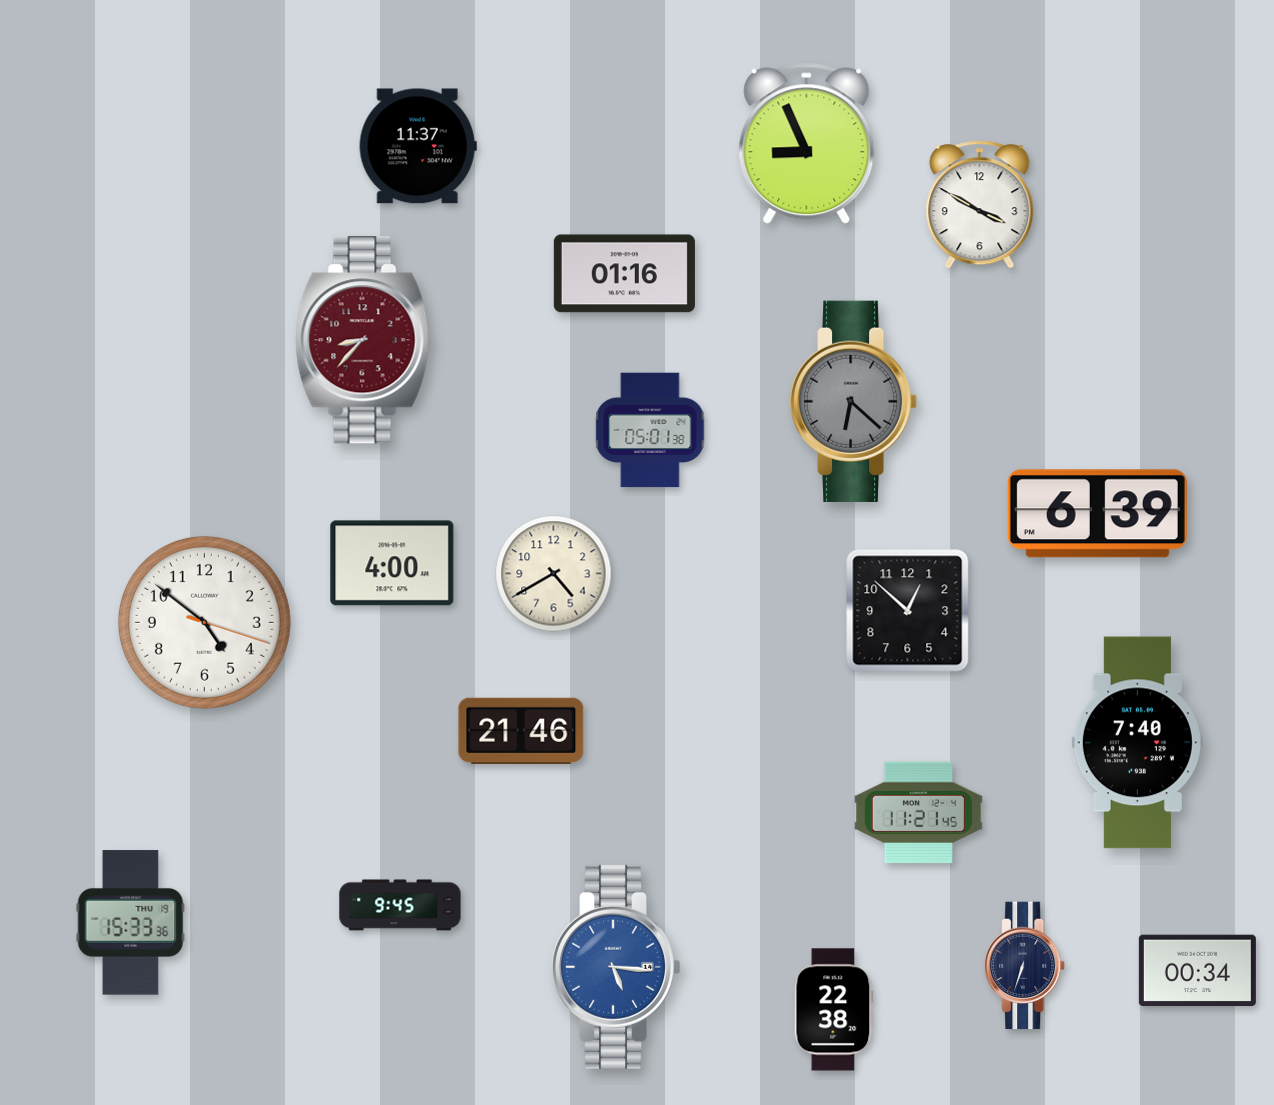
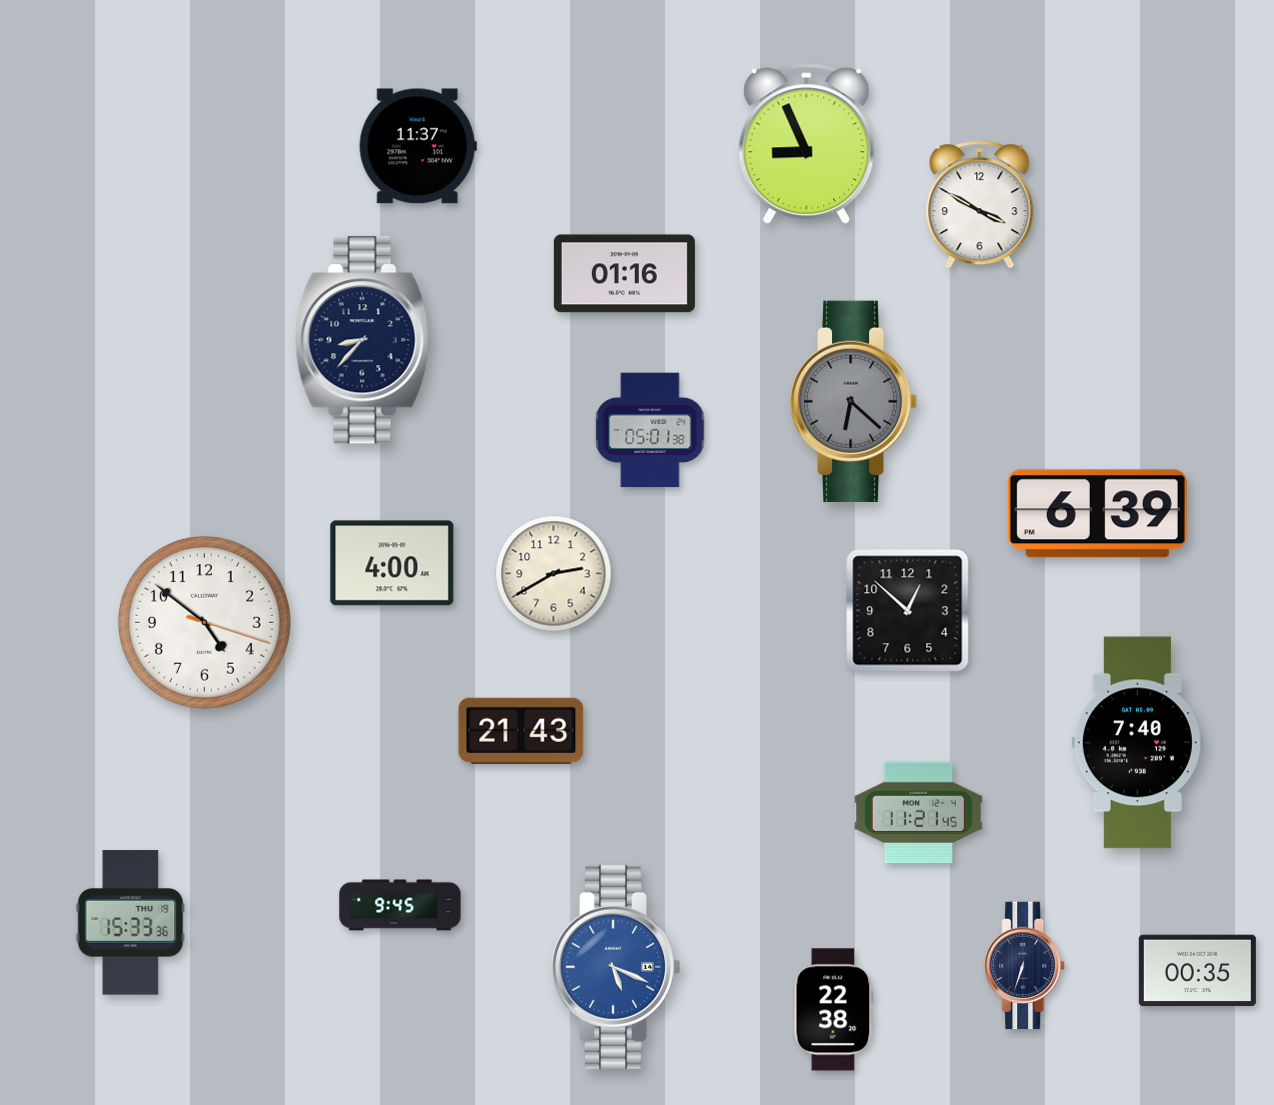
clock at (363, 340) dial: burgundy -> navy
clock at (554, 574): 4:40 -> 2:40
clock at (521, 731): 21:46 -> 21:43
clock at (616, 967): 5:16 -> 5:19
clock at (1197, 970): 00:34 -> 00:35
